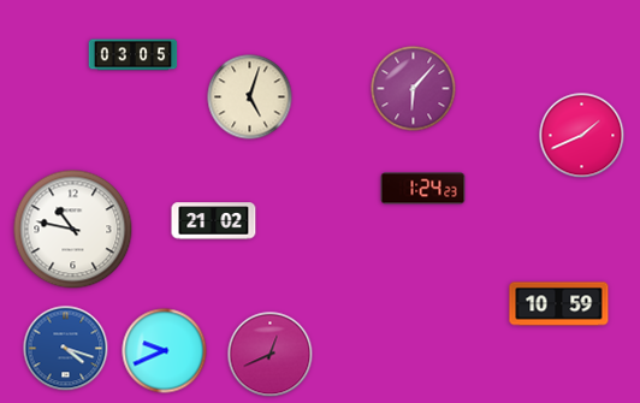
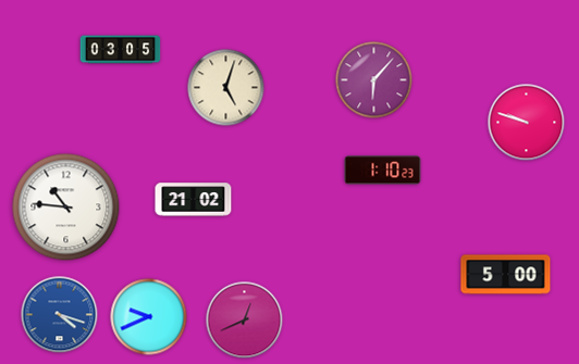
clock at (582, 136): 1:41 -> 9:48
clock at (423, 189): 1:24 -> 1:10
clock at (73, 230): 10:47 -> 10:46
clock at (559, 304): 10:59 -> 5:00
